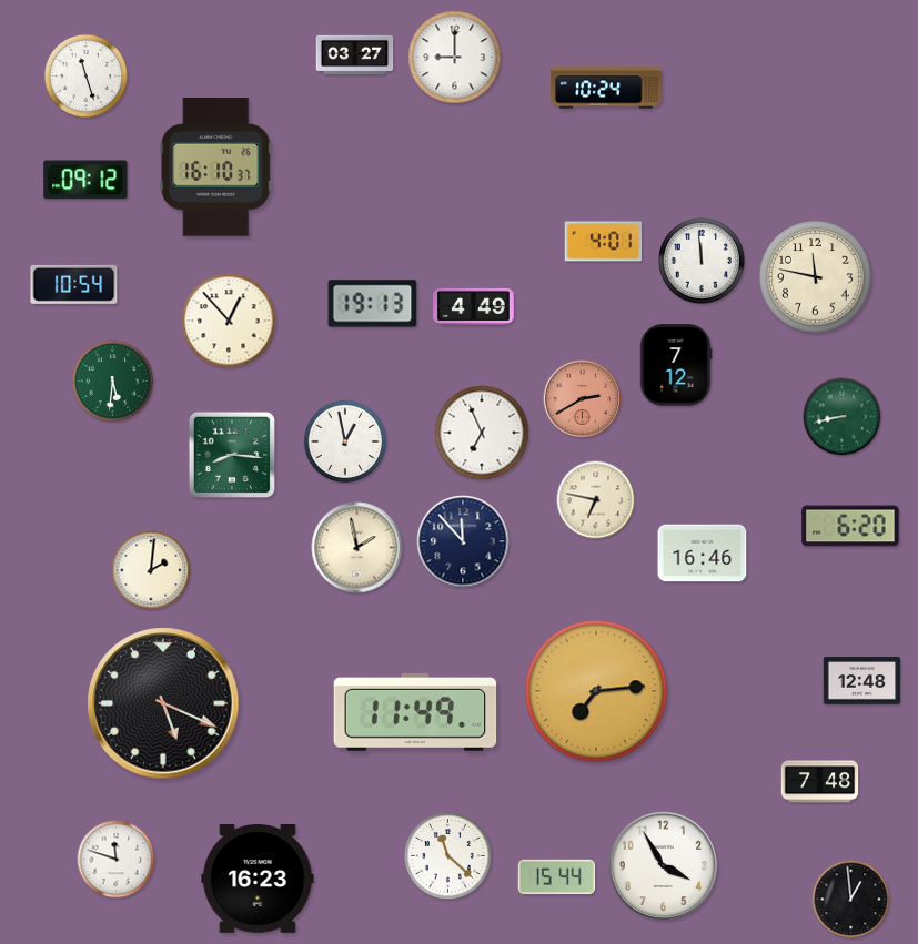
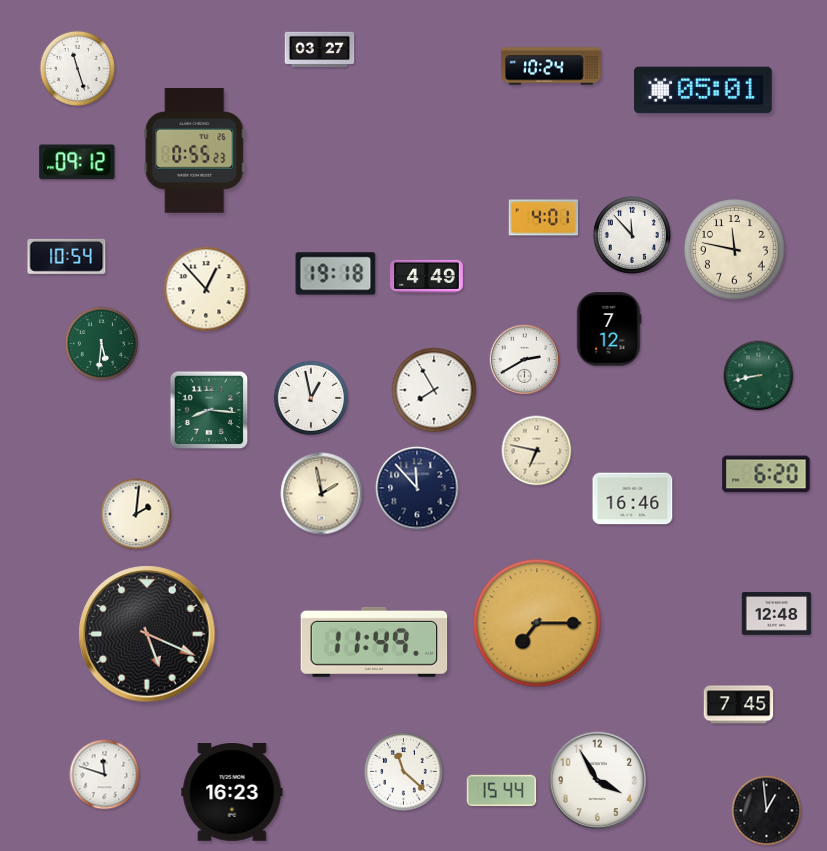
clock at (455, 58): 9:00 -> none
clock at (606, 88) position: (606, 88) -> (551, 66)
clock at (704, 90): none -> 05:01
clock at (216, 168): 16:10 -> 0:55
clock at (702, 261): 11:59 -> 11:53
clock at (373, 304): 19:13 -> 19:18
clock at (582, 398) dial: salmon -> white
clock at (482, 433): 6:56 -> 7:55
clock at (596, 691): 7:14 -> 7:15
clock at (820, 782): 7:48 -> 7:45
